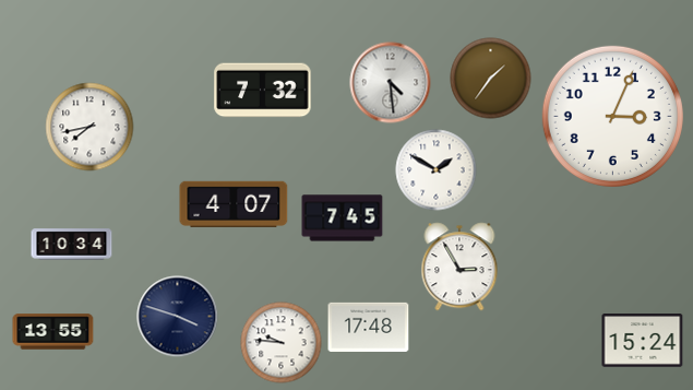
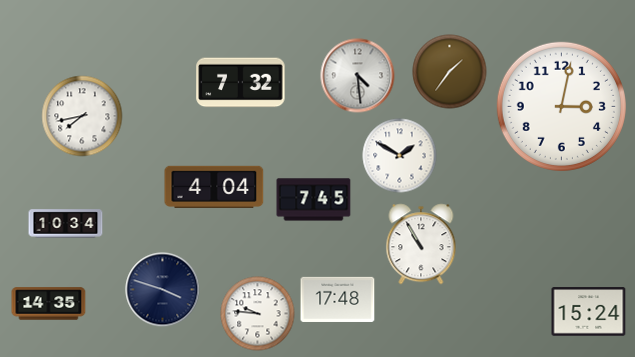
clock at (612, 116): 3:04 -> 3:02
clock at (234, 204): 4:07 -> 4:04
clock at (459, 267): 2:55 -> 10:55
clock at (53, 332): 13:55 -> 14:35
